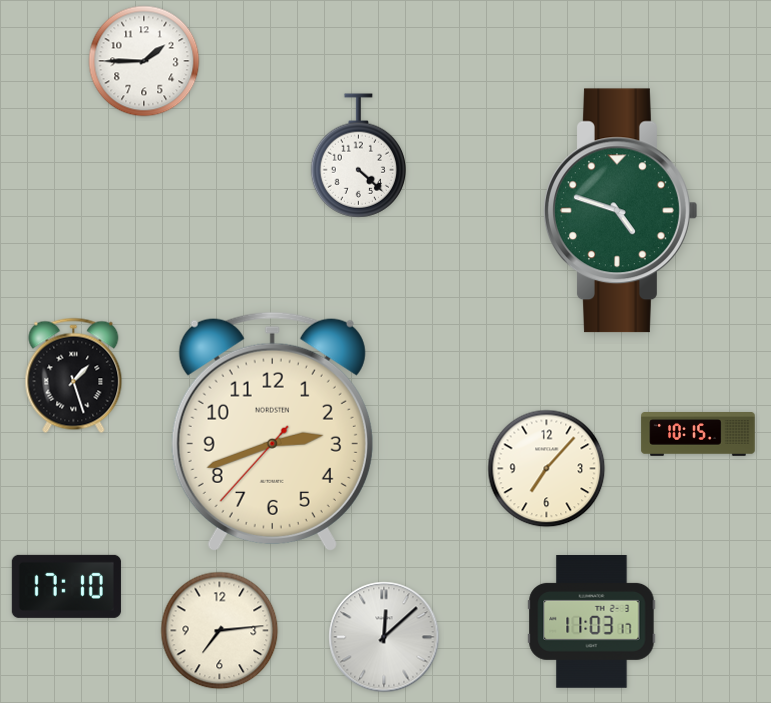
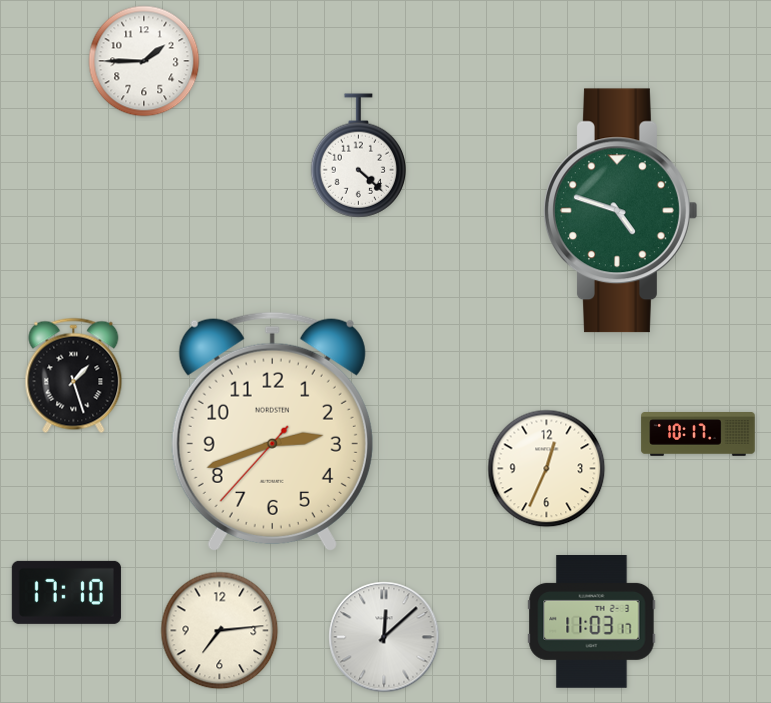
clock at (698, 435): 10:15 -> 10:17
clock at (547, 469): 7:07 -> 12:34
clock at (66, 586) position: (66, 586) -> (66, 592)
